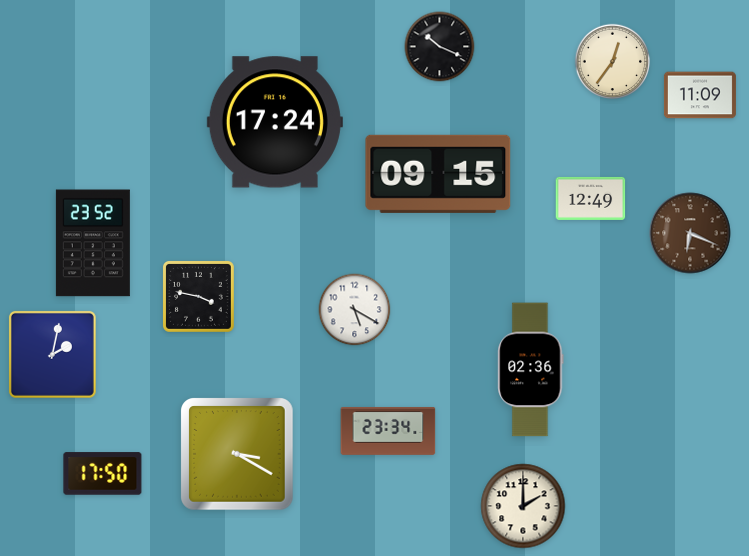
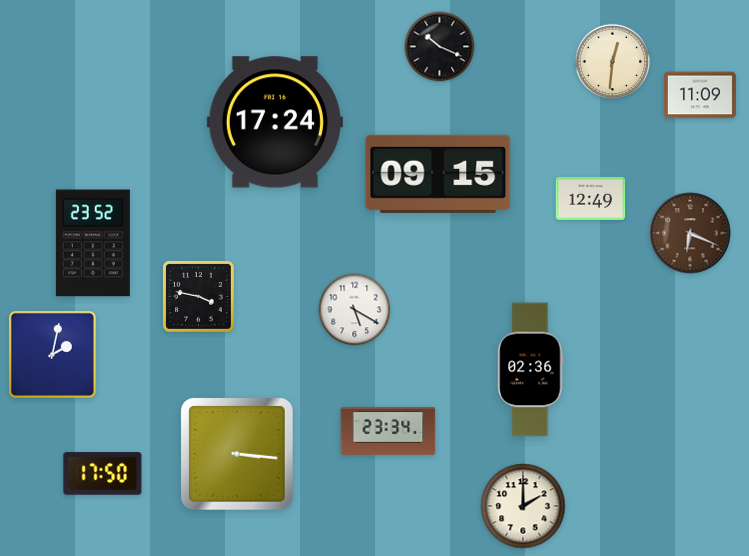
clock at (613, 62): 12:36 -> 12:31
clock at (238, 455): 3:20 -> 3:16
